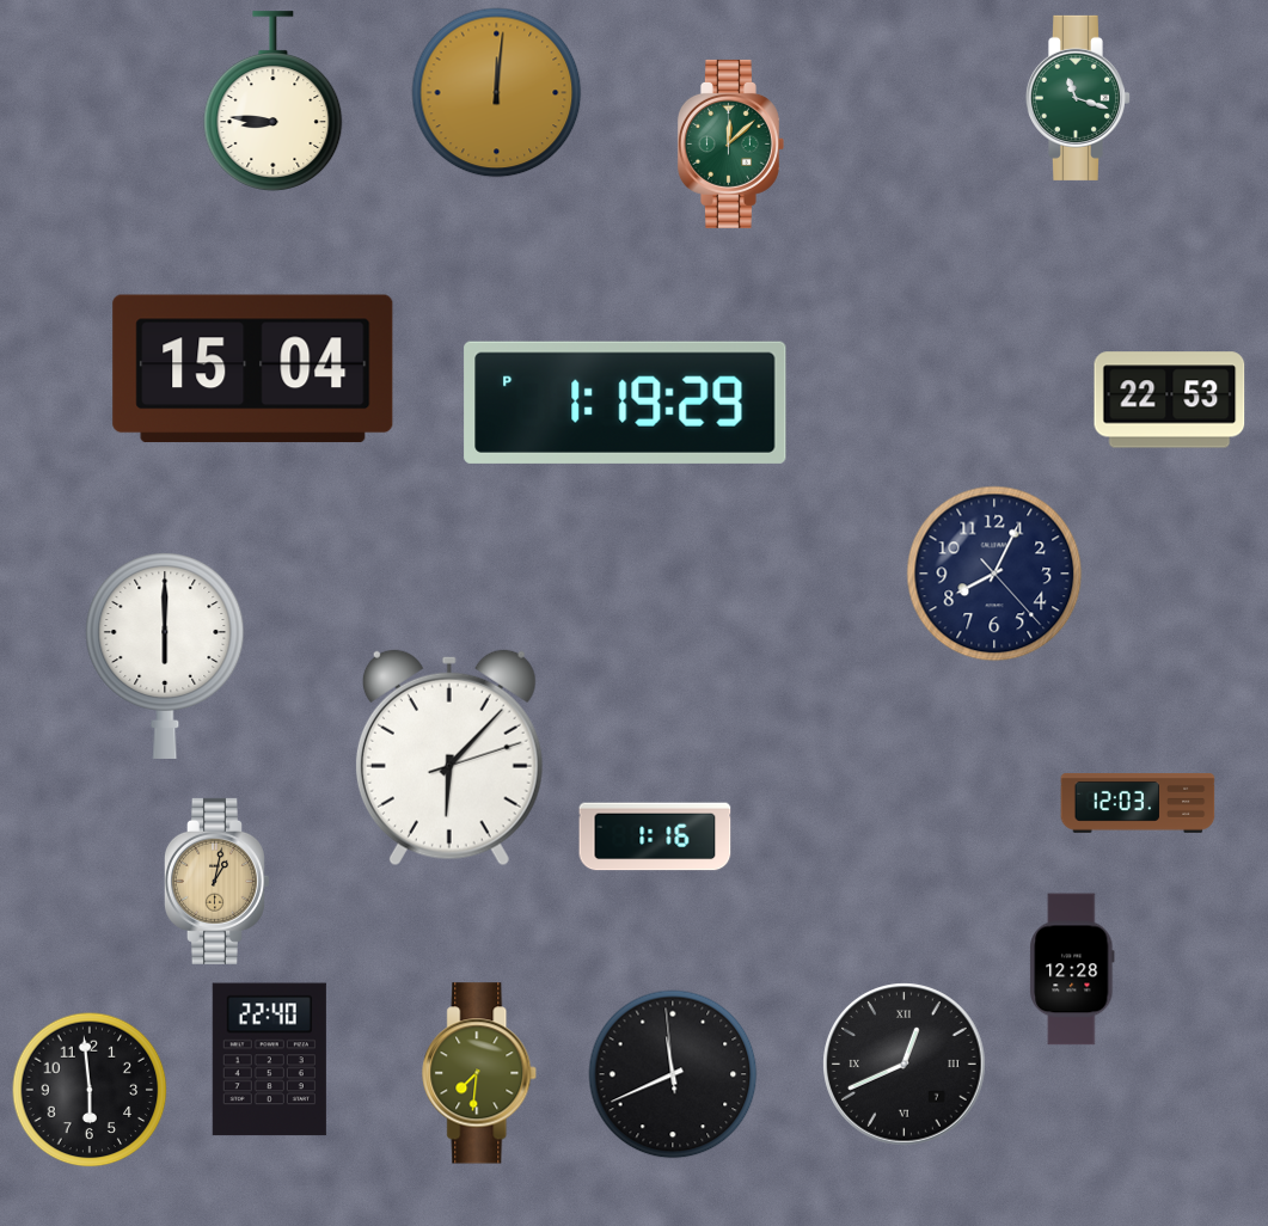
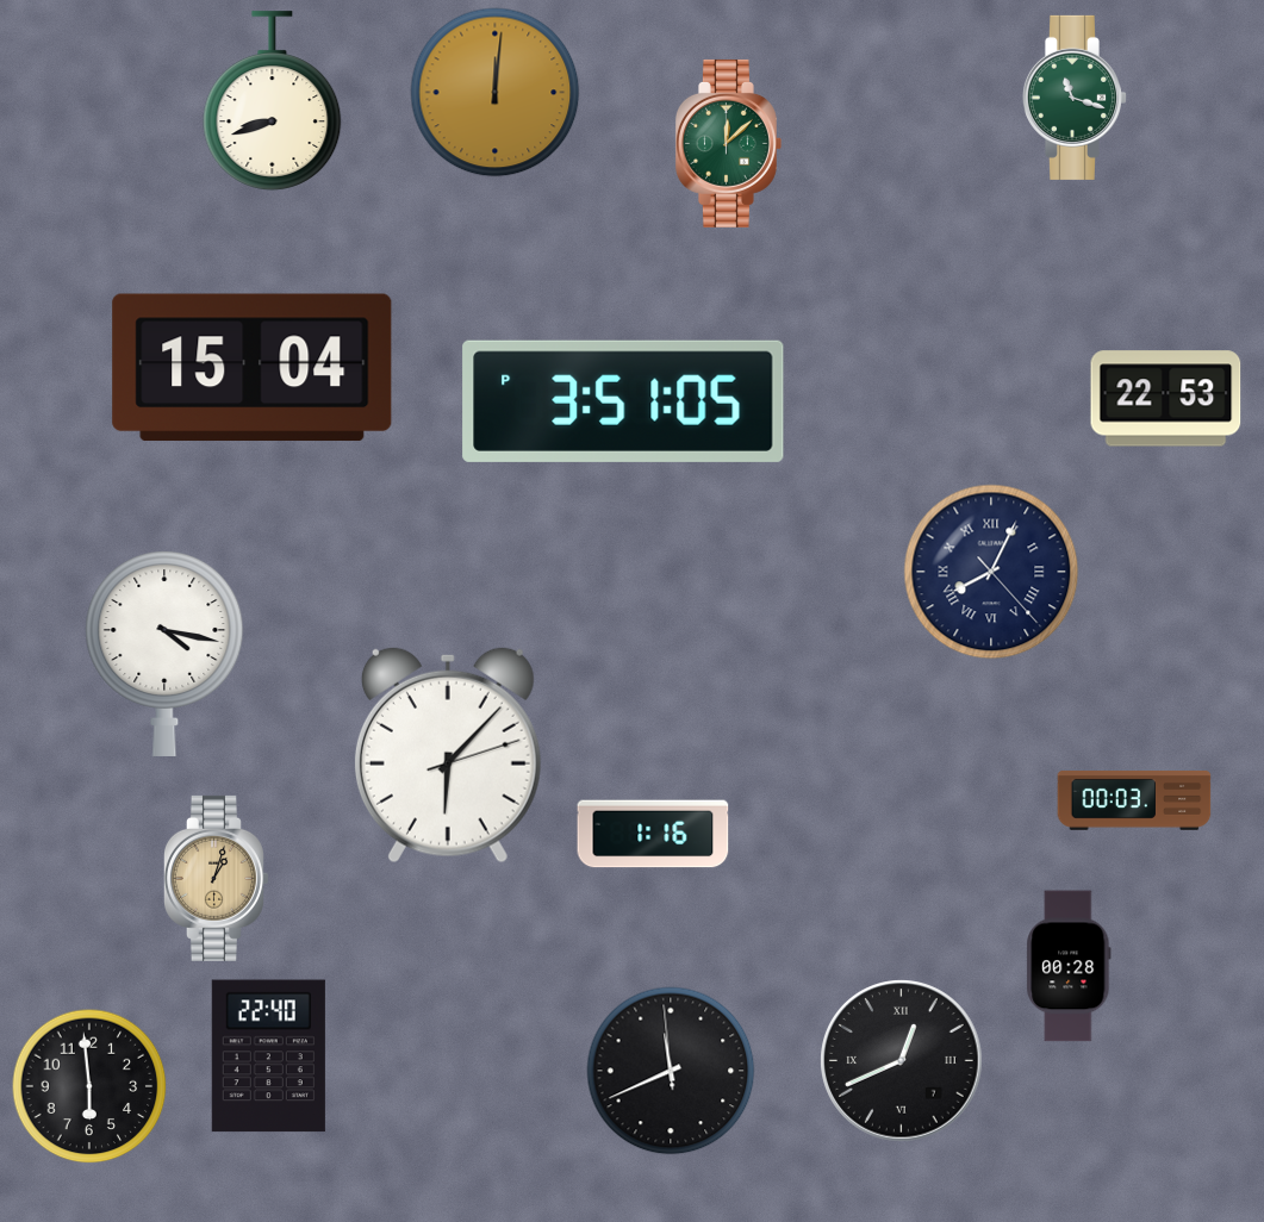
clock at (274, 102): 8:46 -> 8:42
clock at (625, 403): 1:19 -> 3:51
clock at (994, 574) numerals: Arabic -> Roman
clock at (165, 655): 6:00 -> 4:17
clock at (1138, 804): 12:03 -> 00:03
clock at (216, 881): 1:02 -> 1:03
clock at (1072, 969): 12:28 -> 00:28
clock at (480, 1073): 7:31 -> none
